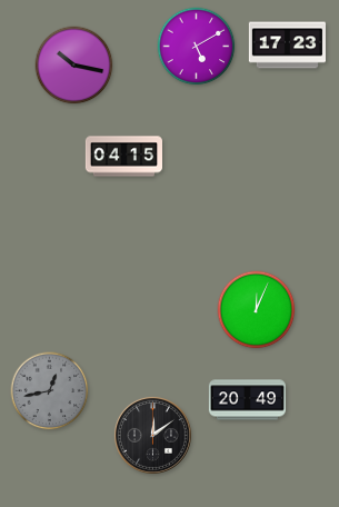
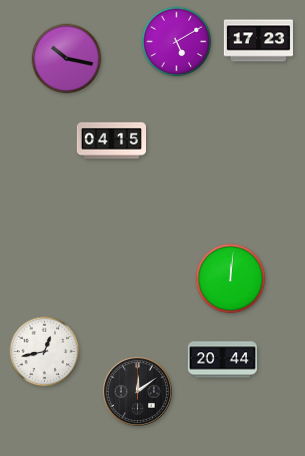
clock at (257, 310): 12:04 -> 12:01
clock at (50, 391) dial: grey -> white
clock at (247, 400): 20:49 -> 20:44
